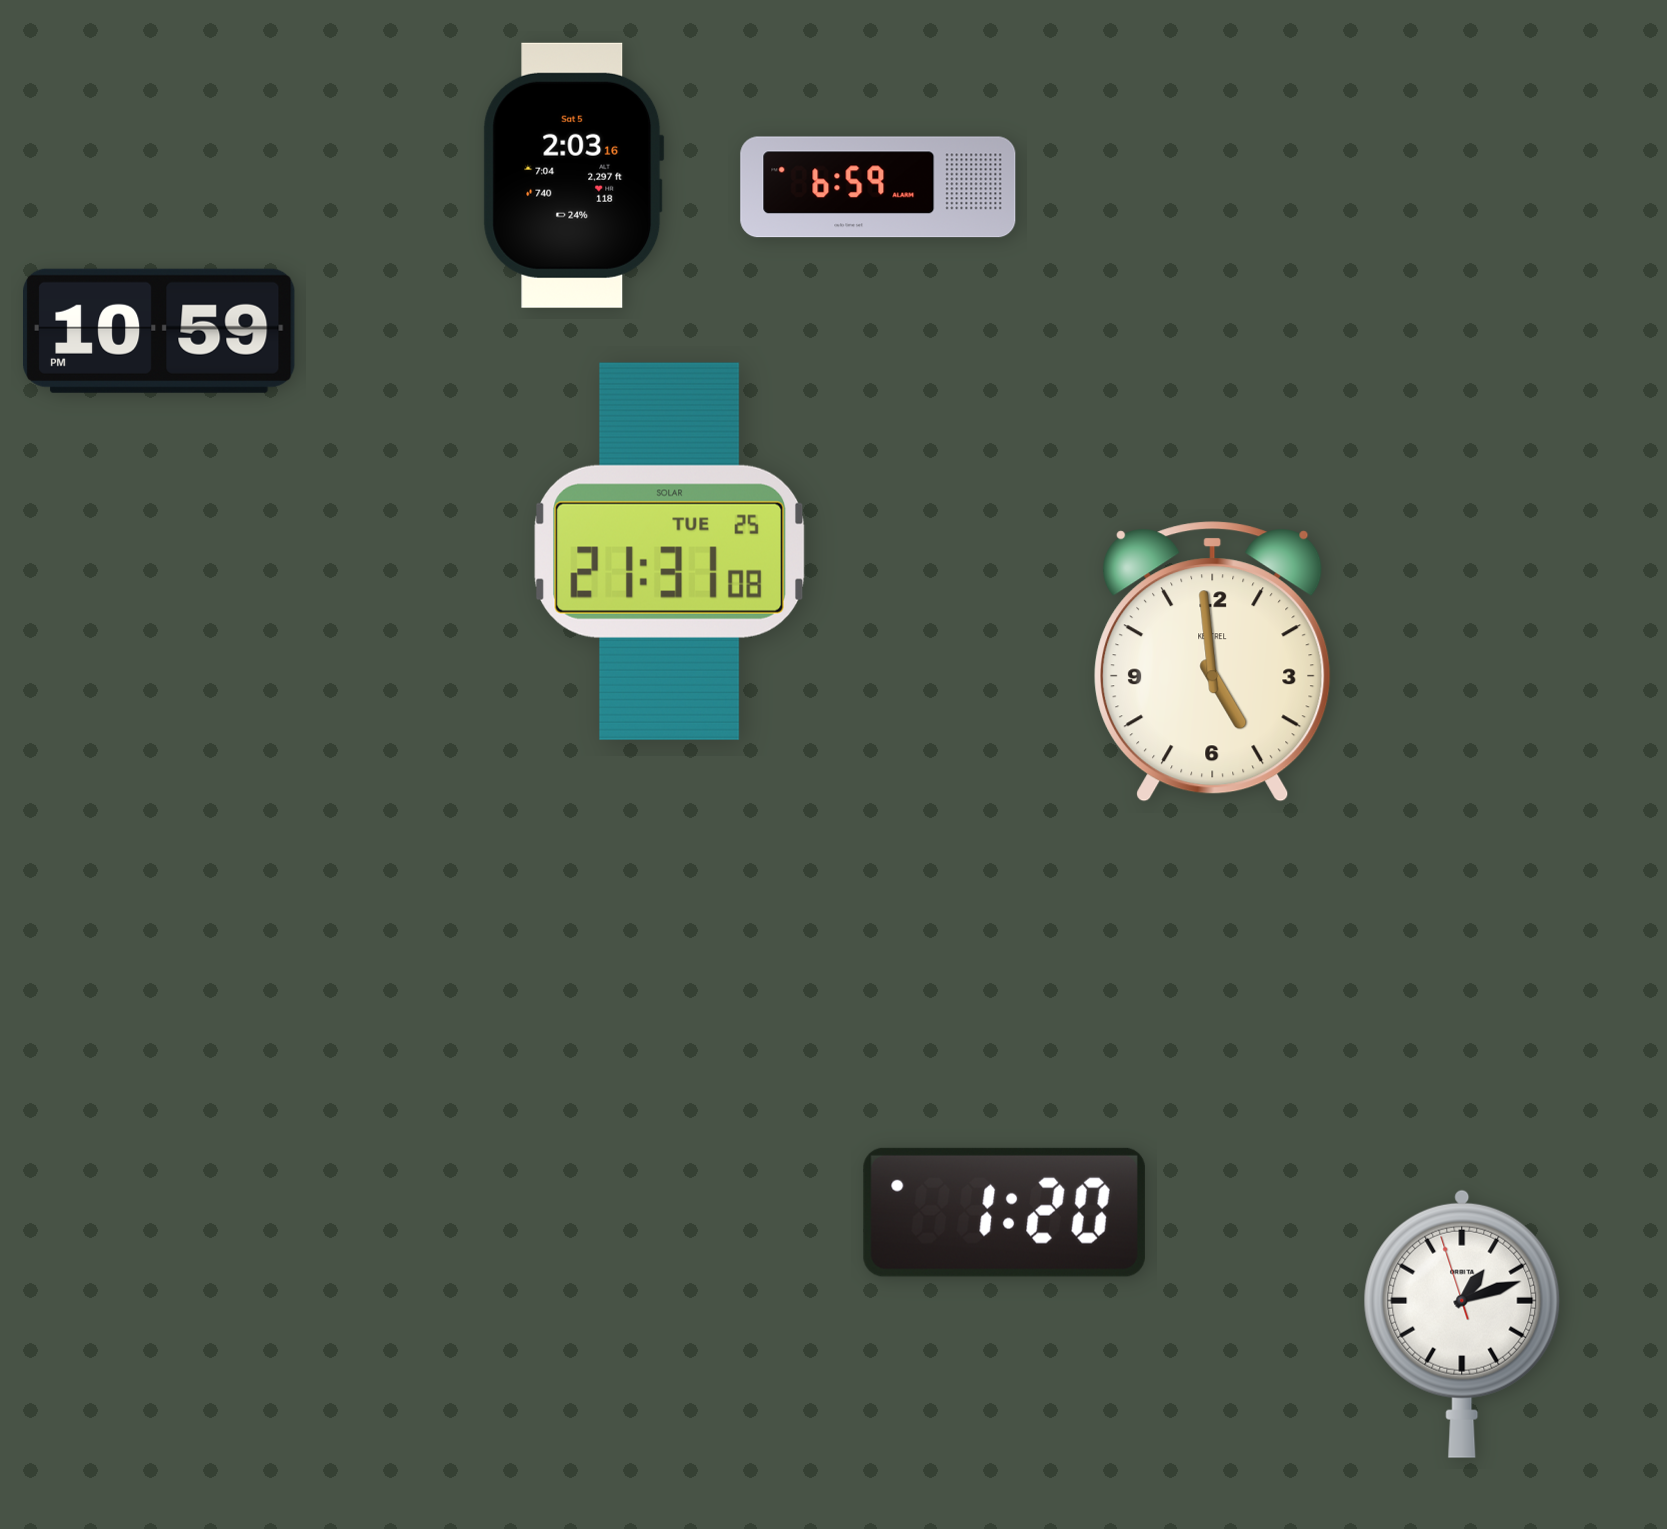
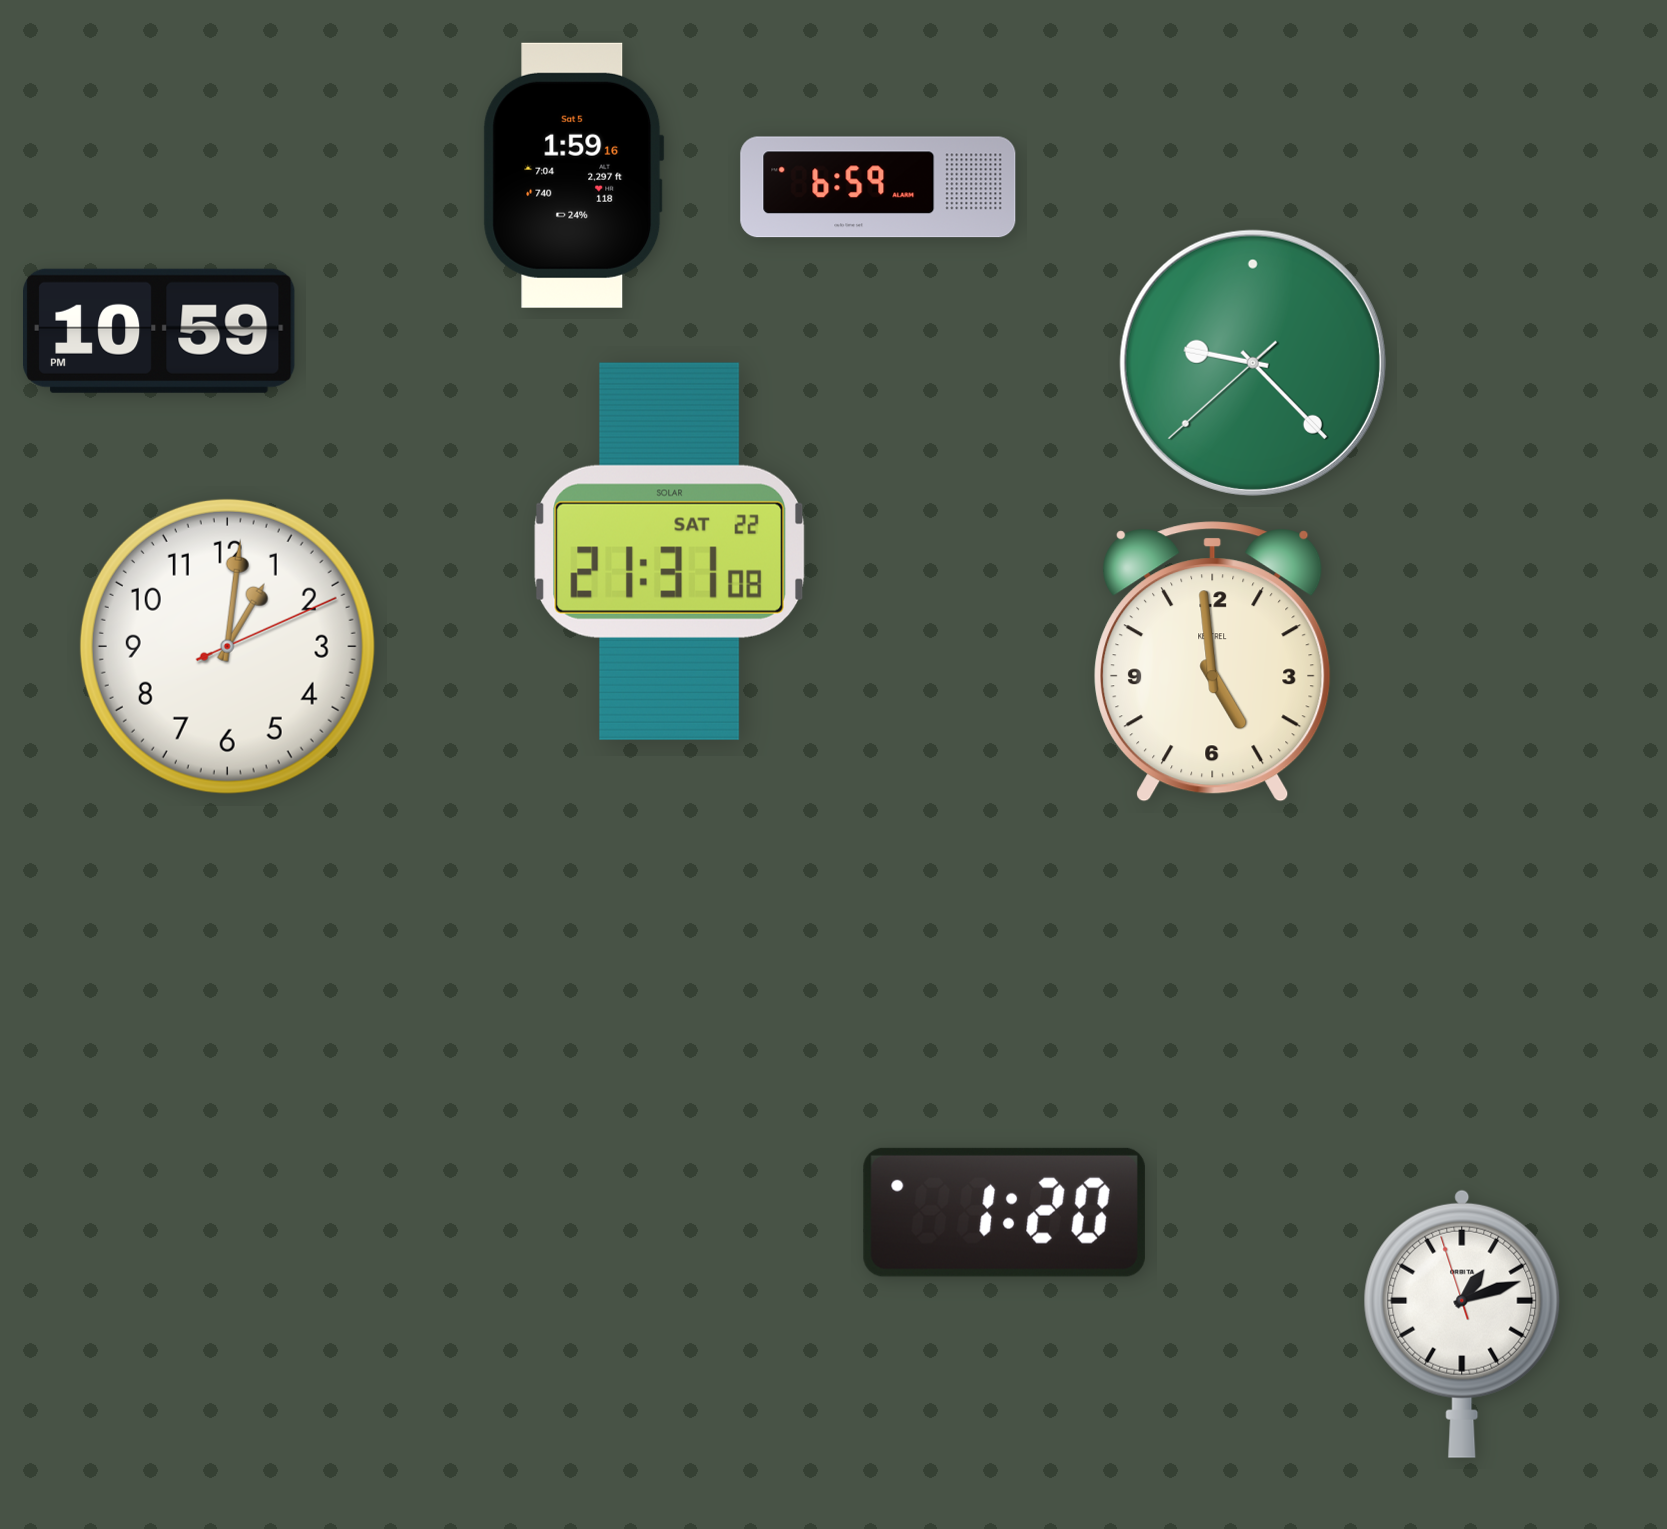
clock at (573, 175): 2:03 -> 1:59
clock at (1253, 363): none -> 9:22
clock at (670, 551) date: TUE 25 -> SAT 22
clock at (227, 646): none -> 1:01
